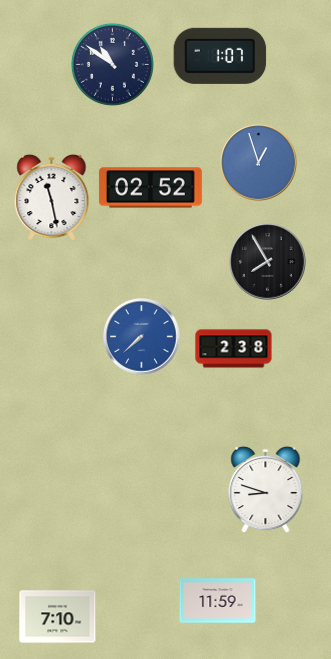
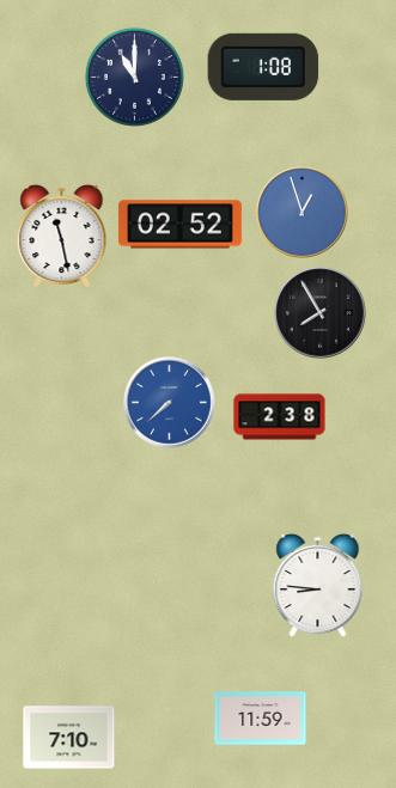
clock at (220, 56): 1:07 -> 1:08
clock at (112, 64): 10:51 -> 11:00
clock at (259, 163) position: (259, 163) -> (303, 213)
clock at (266, 489): 8:48 -> 8:46
